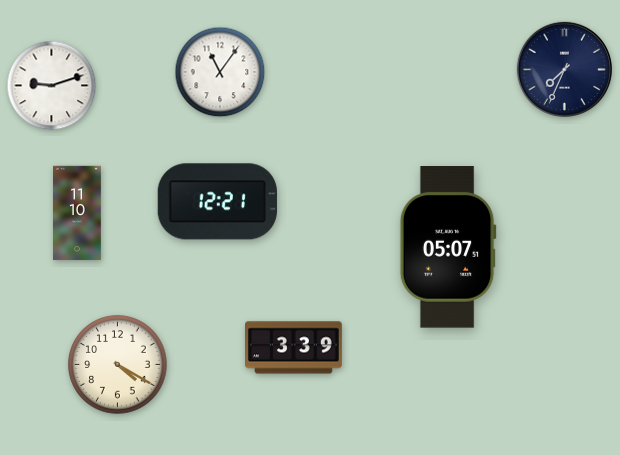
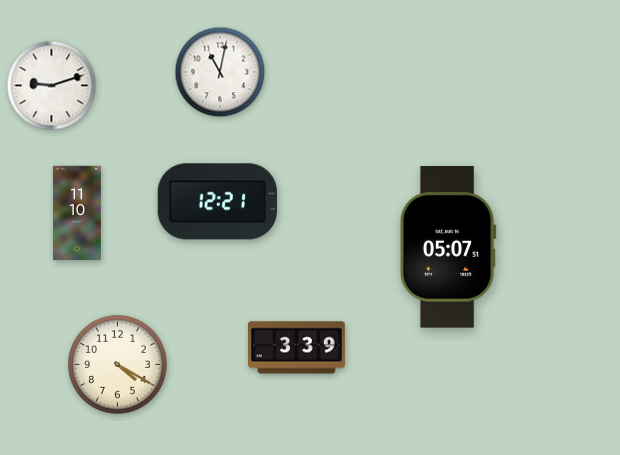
clock at (564, 69): 7:34 -> none
clock at (220, 72): 11:06 -> 11:02
clock at (294, 348) position: (294, 348) -> (297, 348)
